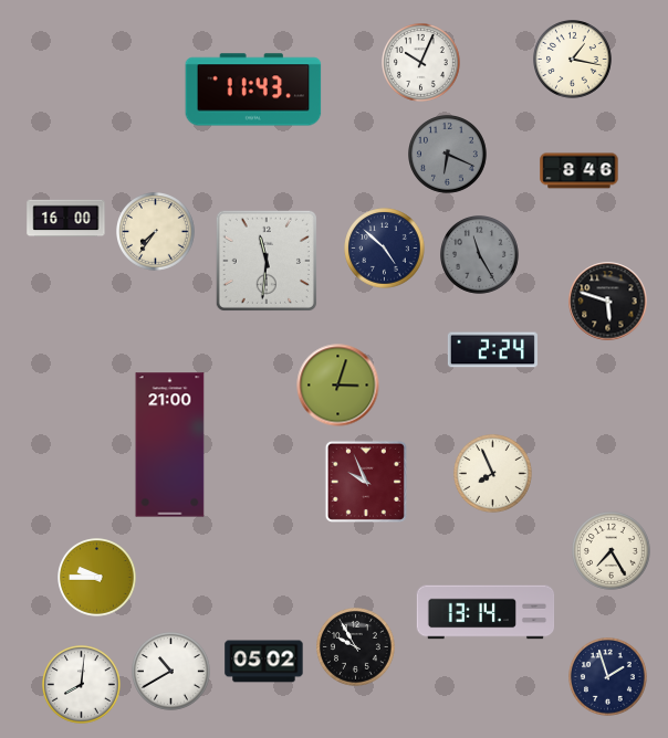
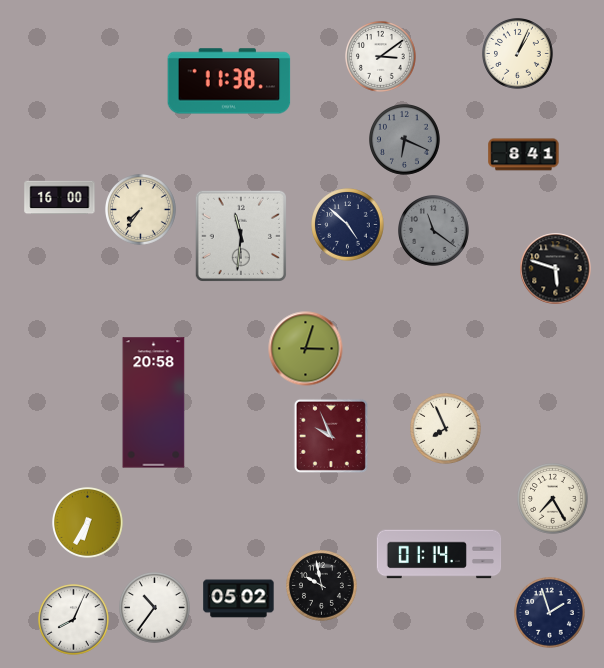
clock at (573, 60): 1:17 -> 1:04
clock at (421, 63): 10:04 -> 3:09
clock at (253, 89): 11:43 -> 11:38
clock at (580, 171): 8:46 -> 8:41
clock at (480, 255): 11:25 -> 11:21
clock at (608, 302) position: (608, 302) -> (556, 269)
clock at (492, 350): 2:24 -> none
clock at (170, 445): 21:00 -> 20:58
clock at (97, 578): 9:45 -> 6:35
clock at (486, 612): 13:14 -> 01:14
clock at (356, 647): 9:55 -> 9:58
clock at (171, 672): 10:40 -> 10:36
clock at (82, 685): 8:01 -> 8:04
